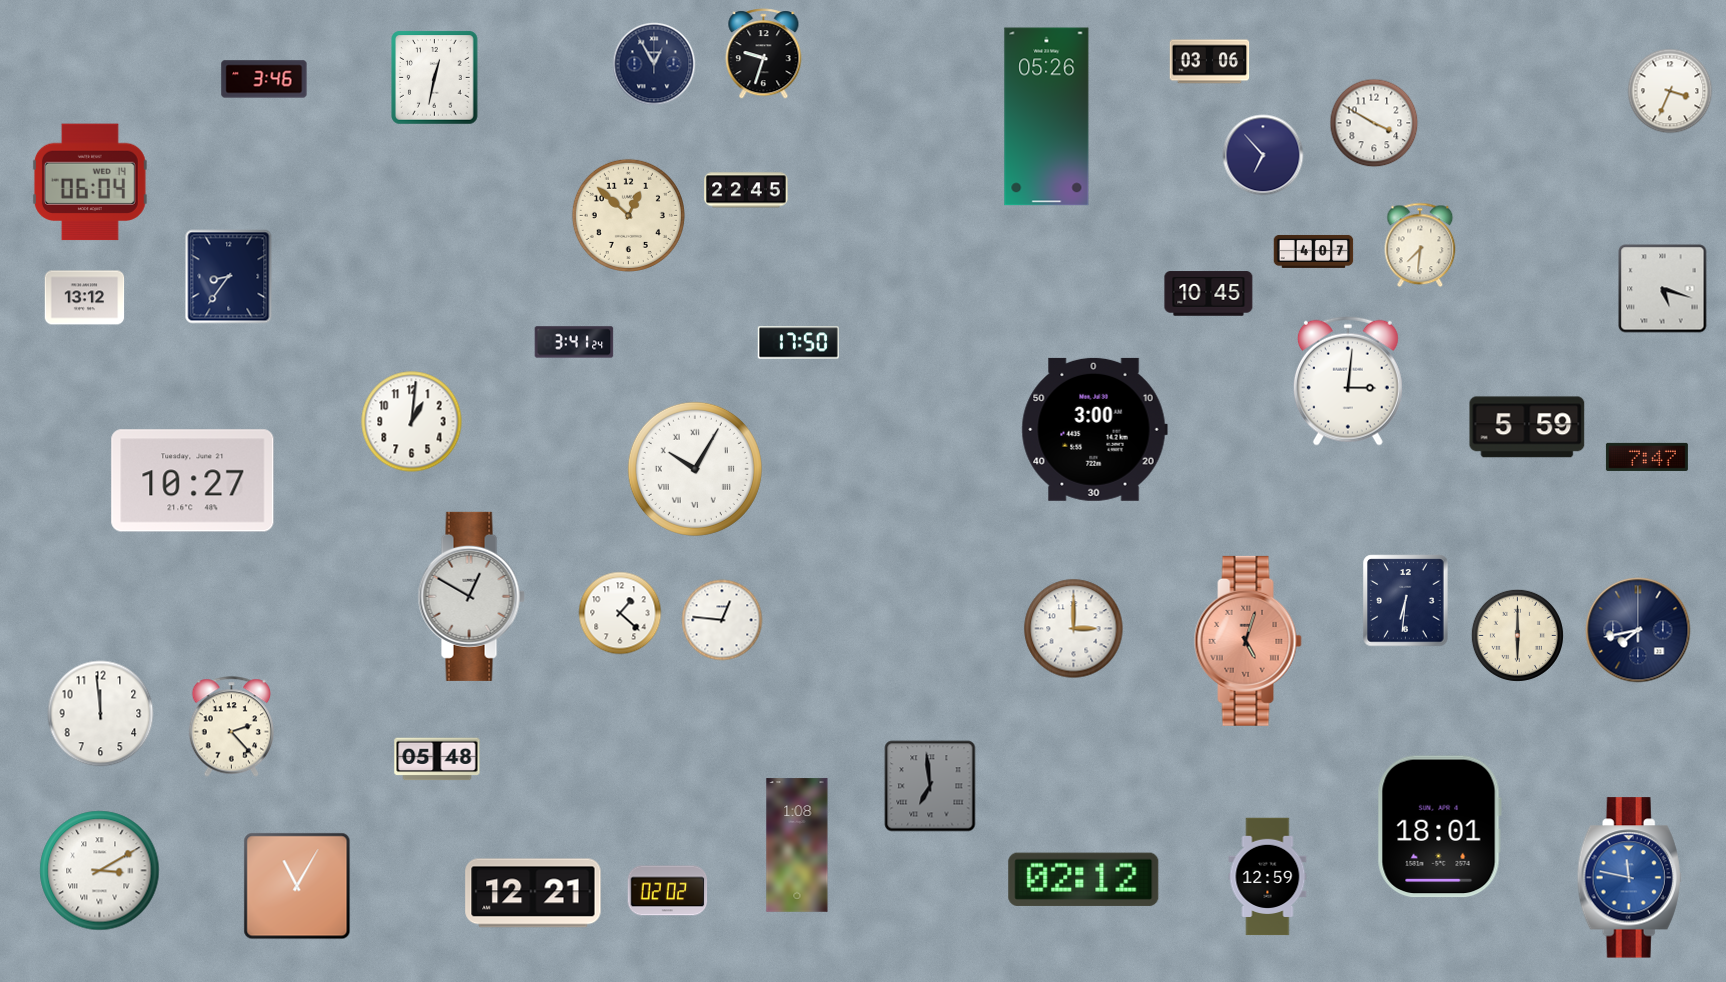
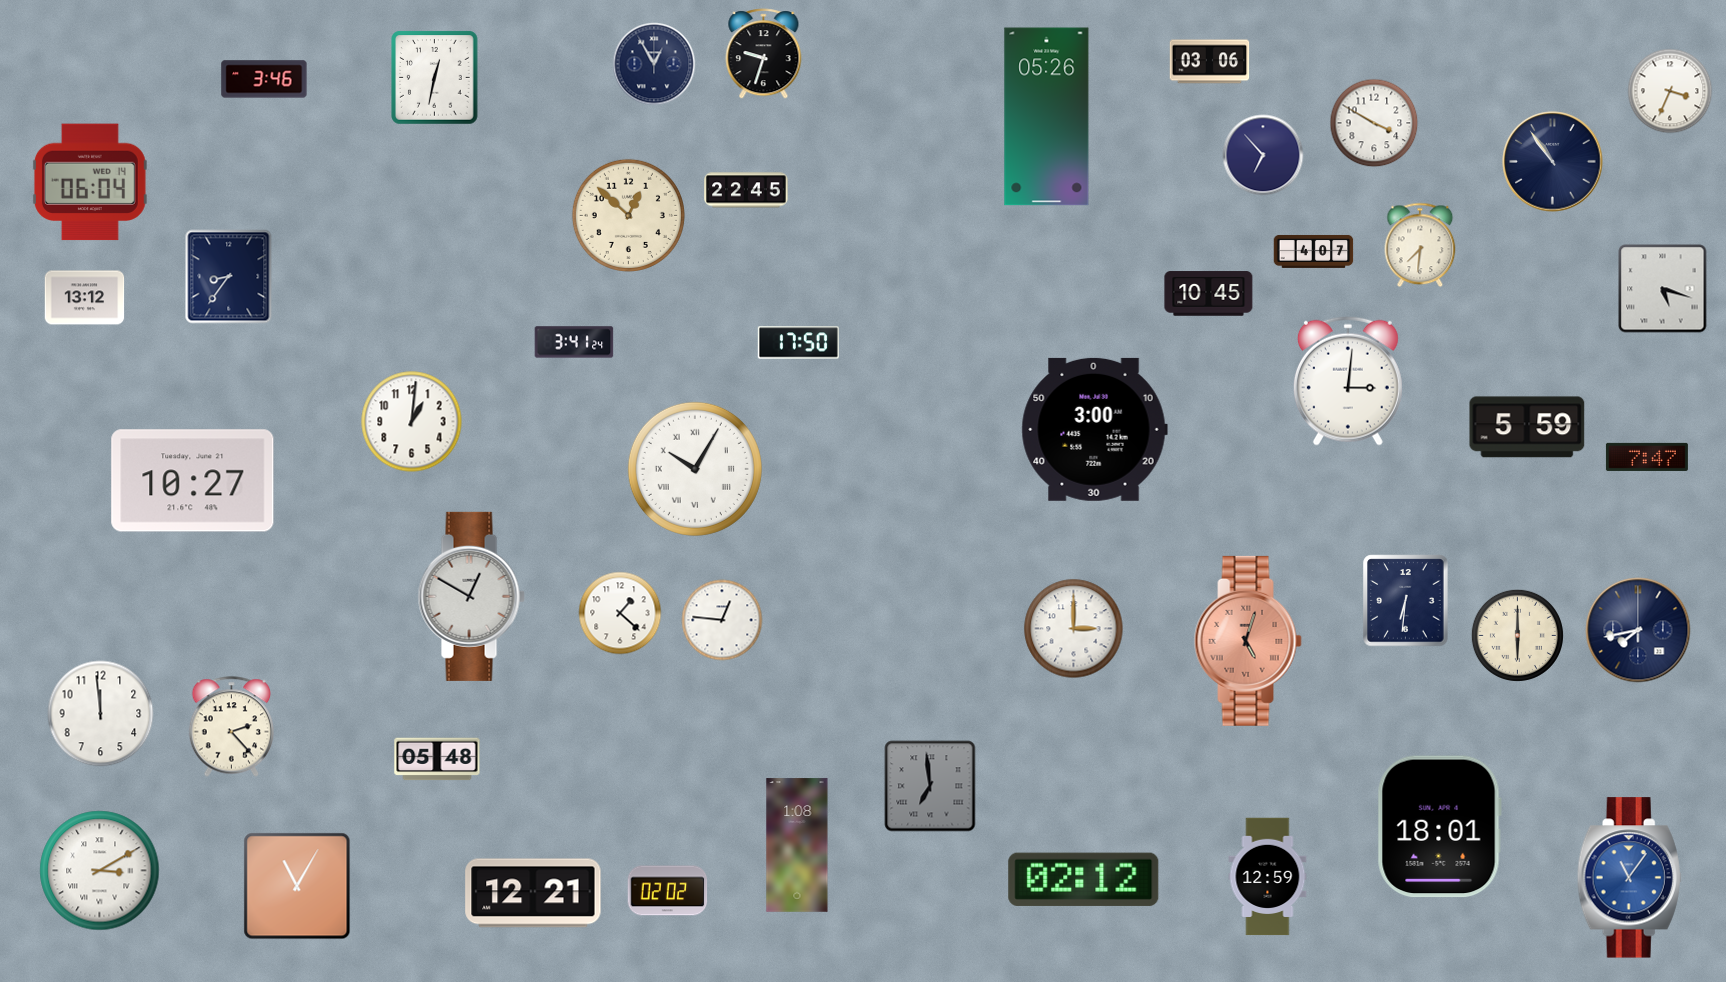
clock at (1553, 162): none -> 10:54
clock at (1629, 878): 11:47 -> 11:06
